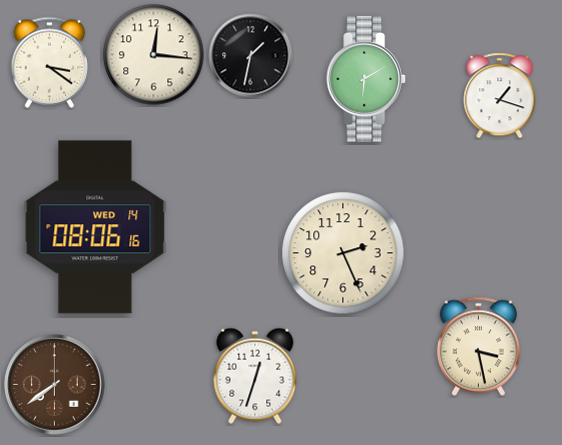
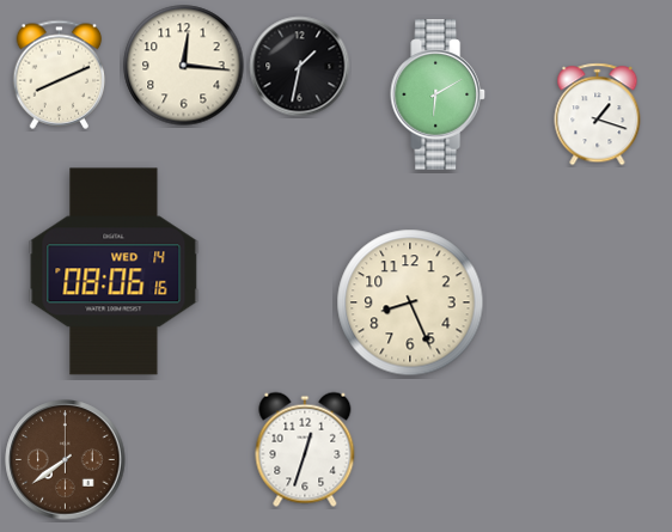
clock at (50, 62): 3:21 -> 8:11
clock at (343, 253): 2:26 -> 8:26
clock at (478, 347): 3:28 -> none
